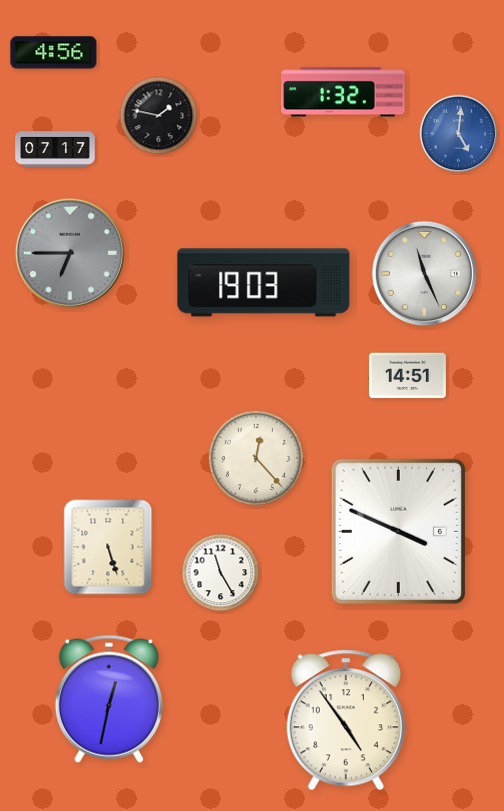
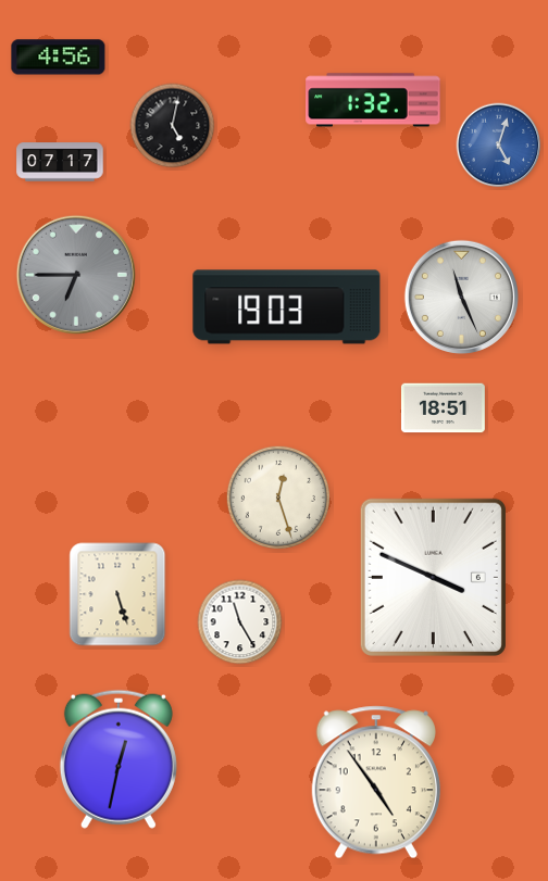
clock at (159, 116): 1:47 -> 5:02
clock at (459, 134): 5:01 -> 5:03
clock at (407, 376): 14:51 -> 18:51
clock at (256, 458): 12:23 -> 12:27
